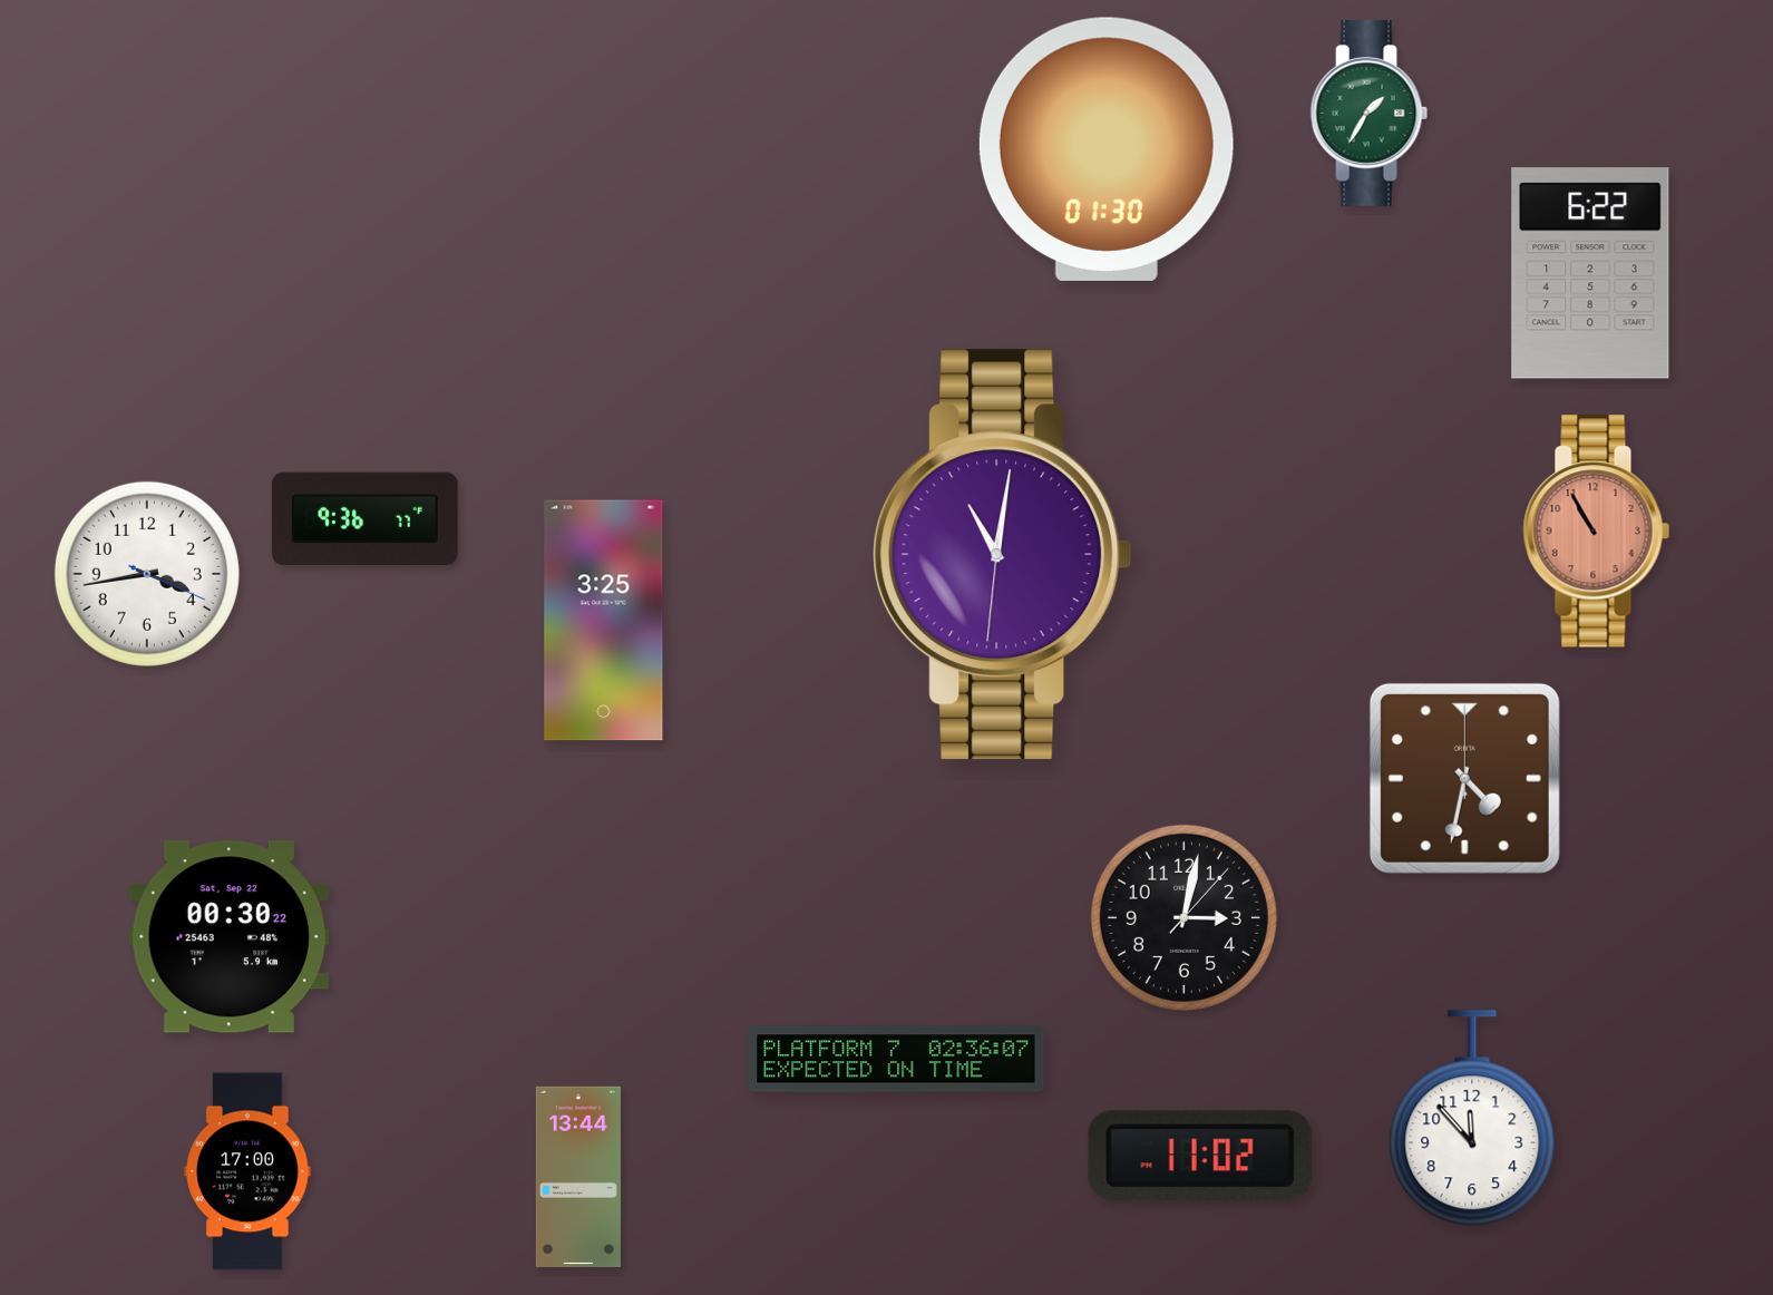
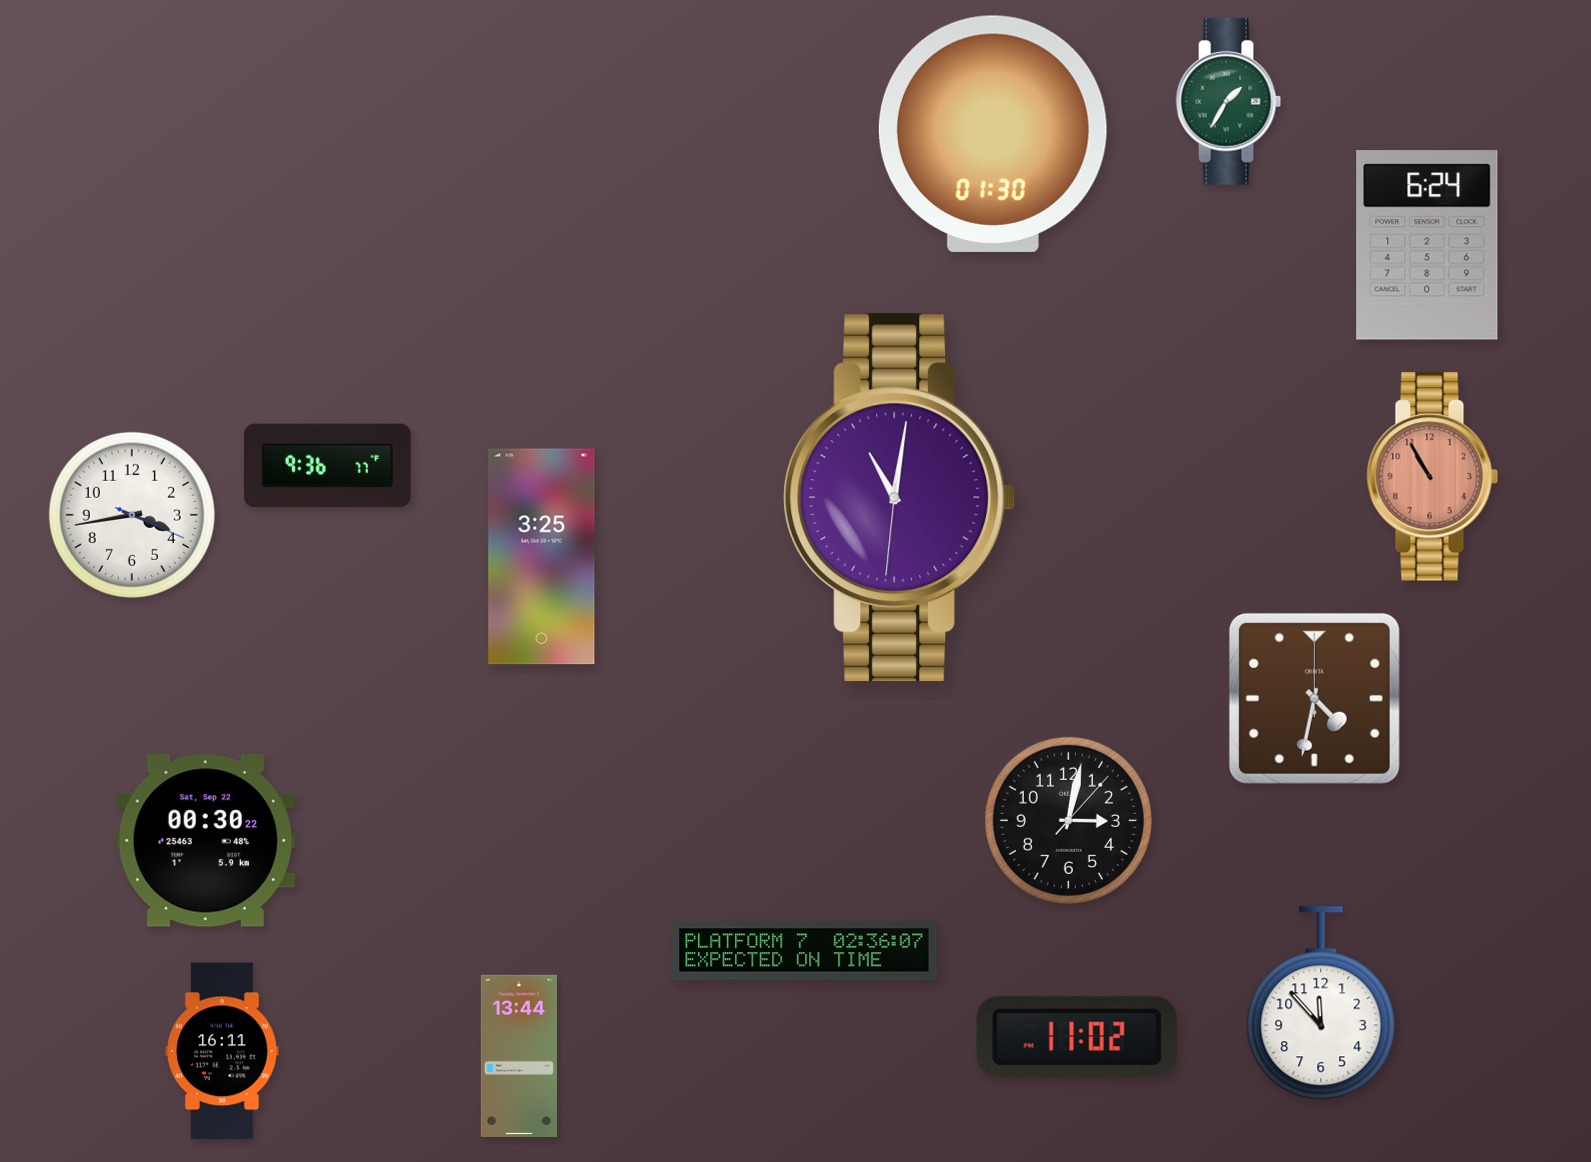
clock at (1590, 273): 6:22 -> 6:24
clock at (1183, 917) position: (1183, 917) -> (1068, 820)
clock at (247, 1171): 17:00 -> 16:11
